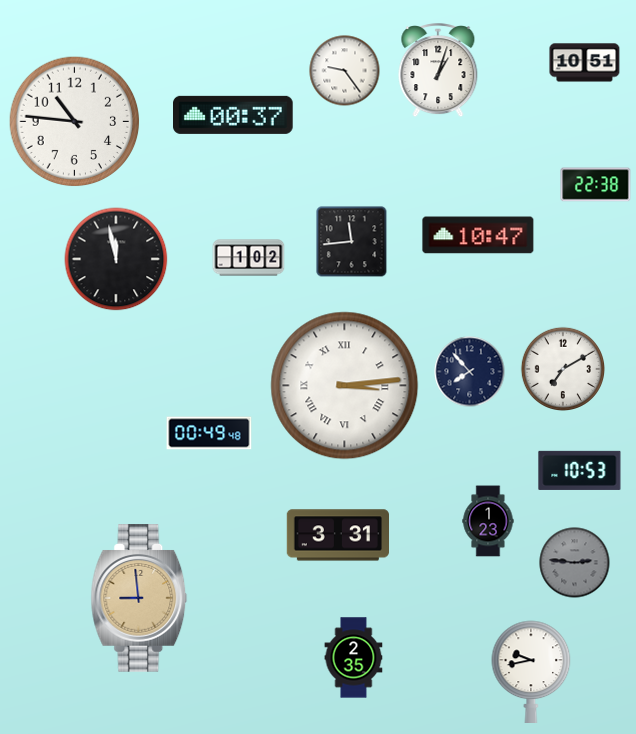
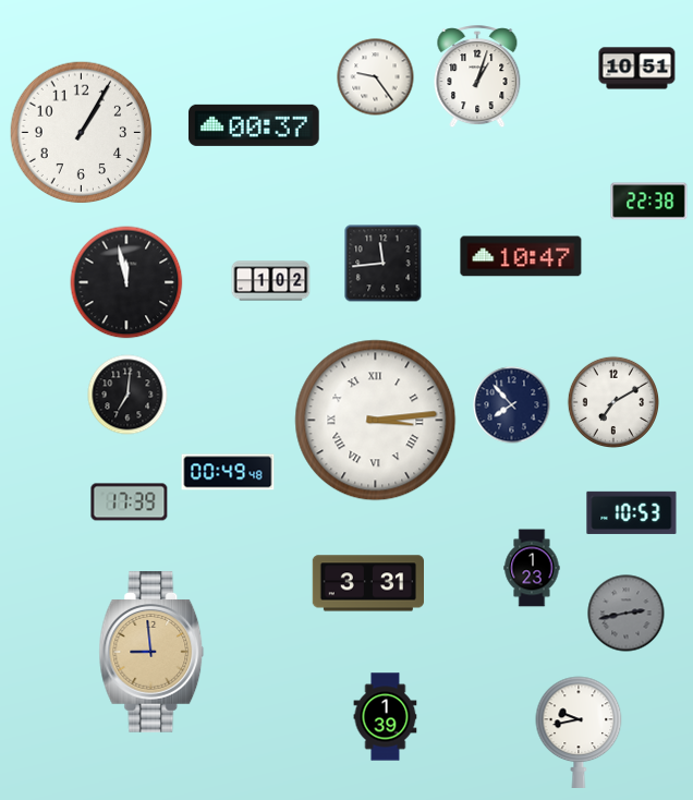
clock at (75, 122): 10:46 -> 1:05
clock at (127, 395): none -> 7:01
clock at (130, 502): none -> 17:39
clock at (575, 563): 2:46 -> 2:43
clock at (354, 658): 2:35 -> 1:39
